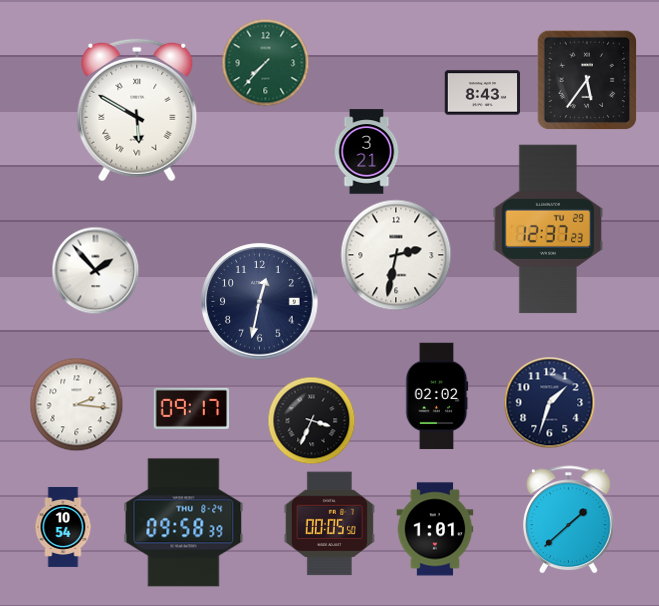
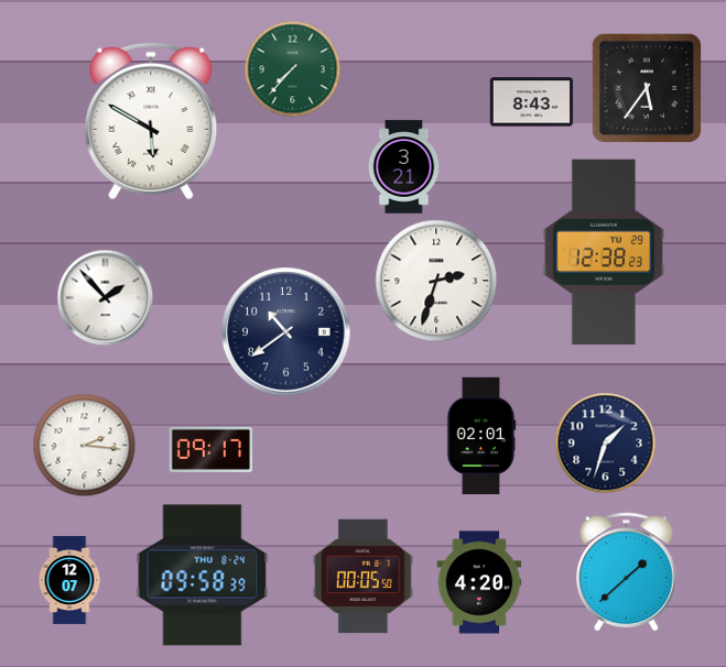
clock at (548, 229): 12:37 -> 12:38
clock at (396, 255): 2:32 -> 2:33
clock at (260, 302): 12:32 -> 10:39
clock at (437, 396): 02:02 -> 02:01
clock at (312, 421): 3:34 -> none
clock at (63, 527): 10:54 -> 12:07
clock at (435, 529): 1:01 -> 4:20
